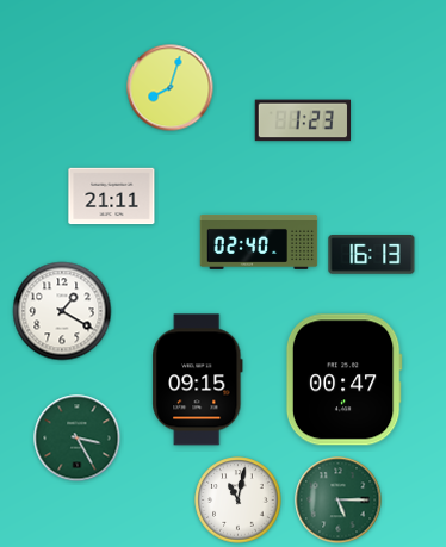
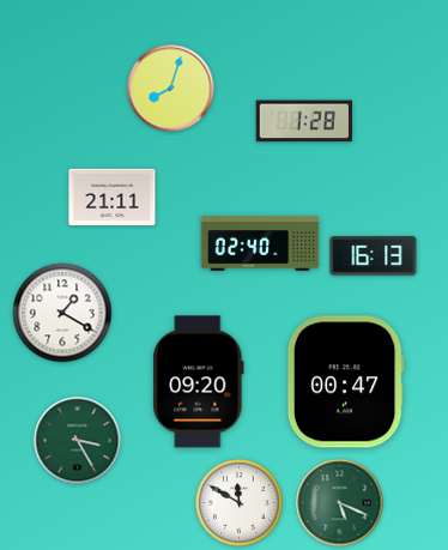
clock at (302, 120): 1:23 -> 1:28
clock at (198, 380): 09:15 -> 09:20
clock at (239, 501): 11:02 -> 11:50
clock at (339, 501): 5:15 -> 5:19
